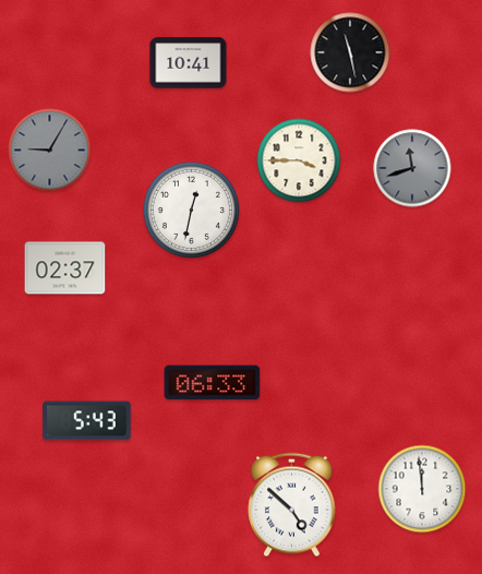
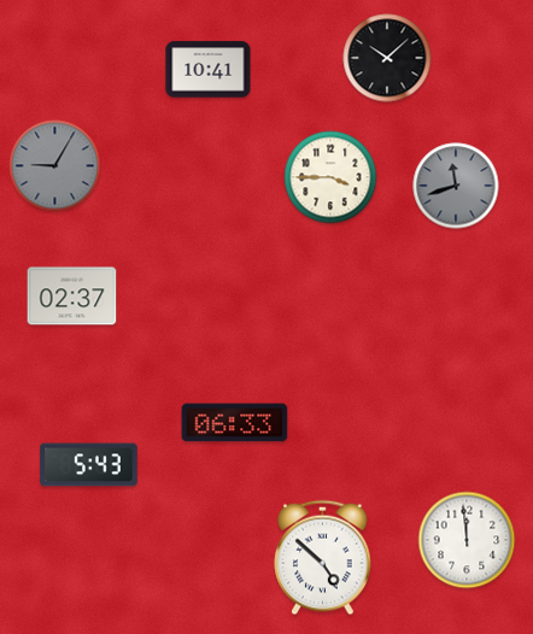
clock at (350, 52): 11:28 -> 10:08
clock at (191, 210): 12:32 -> none
clock at (87, 421) position: (87, 421) -> (89, 465)
